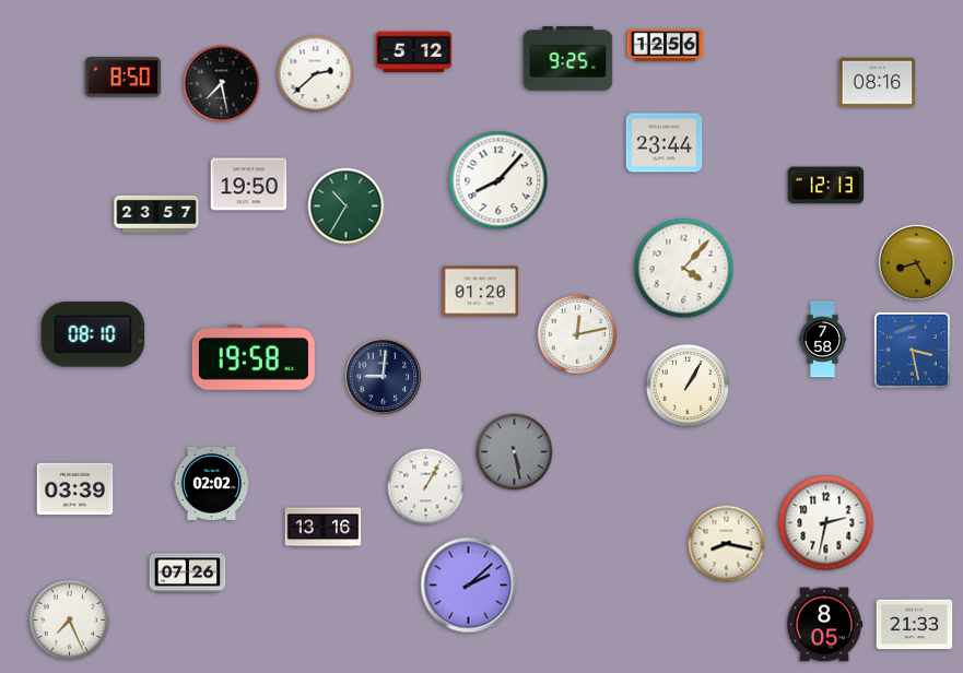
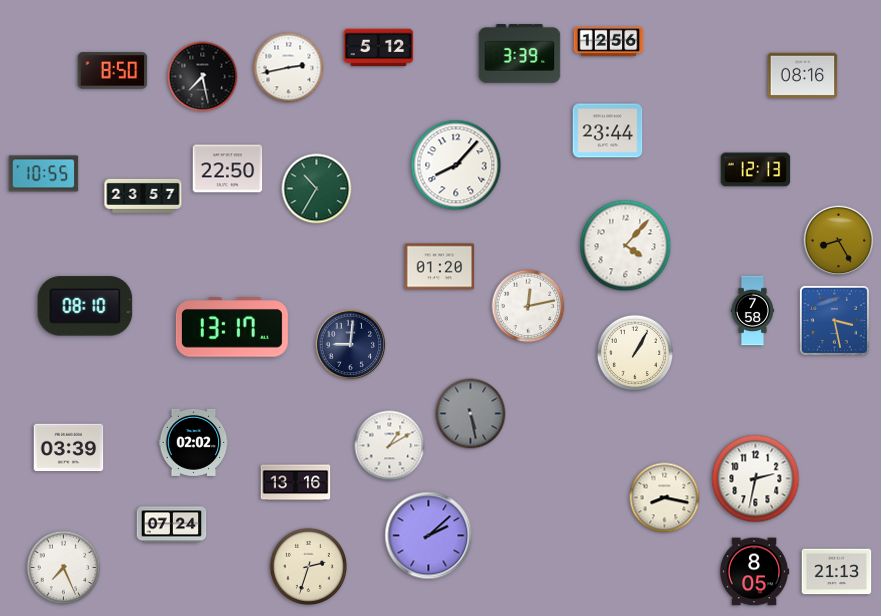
clock at (568, 59): 9:25 -> 3:39
clock at (316, 74): 2:38 -> 2:43
clock at (249, 185): 19:50 -> 22:50
clock at (44, 174): none -> 10:55
clock at (254, 357): 19:58 -> 13:17
clock at (686, 385) position: (686, 385) -> (634, 352)
clock at (426, 487): 1:05 -> 1:10
clock at (188, 574): 07:26 -> 07:24
clock at (308, 566): none -> 2:33
clock at (915, 625): 21:33 -> 21:13
